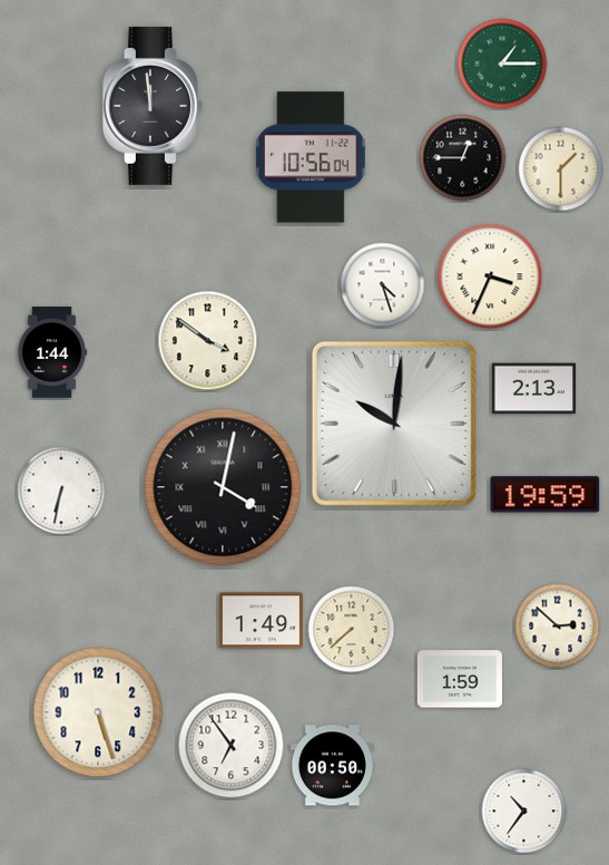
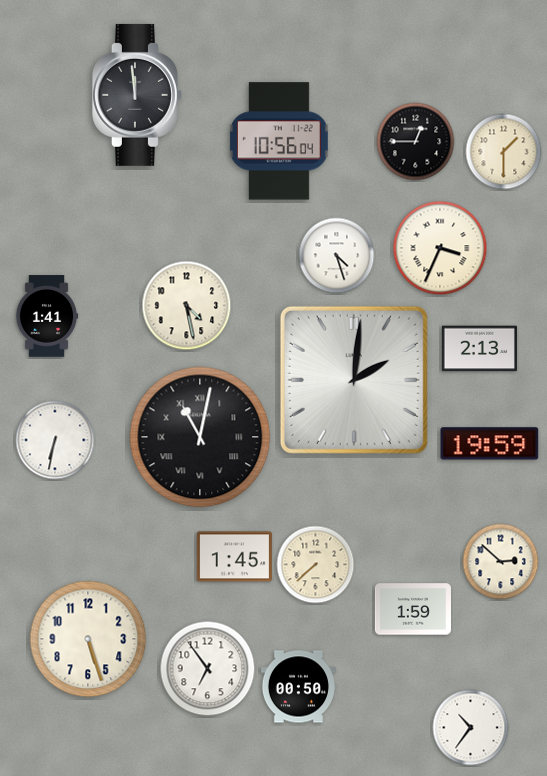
clock at (502, 64): 1:15 -> none
clock at (383, 285) position: (383, 285) -> (337, 256)
clock at (208, 341): 3:51 -> 4:28
clock at (52, 352): 1:44 -> 1:41
clock at (394, 424): 10:01 -> 2:01
clock at (223, 487): 4:02 -> 11:02
clock at (261, 621): 1:49 -> 1:45
